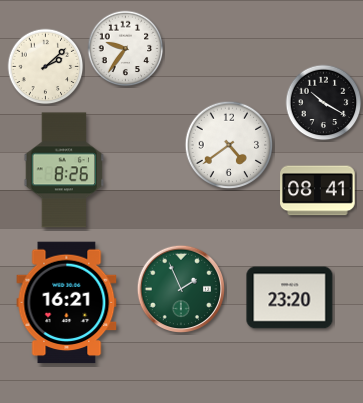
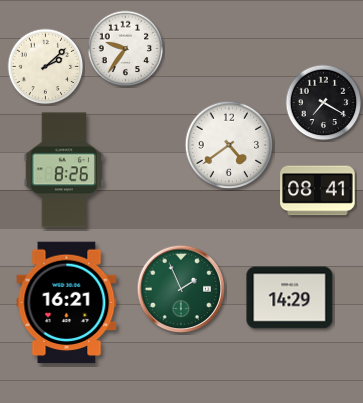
clock at (324, 103): 10:20 -> 7:20
clock at (290, 298): 23:20 -> 14:29
